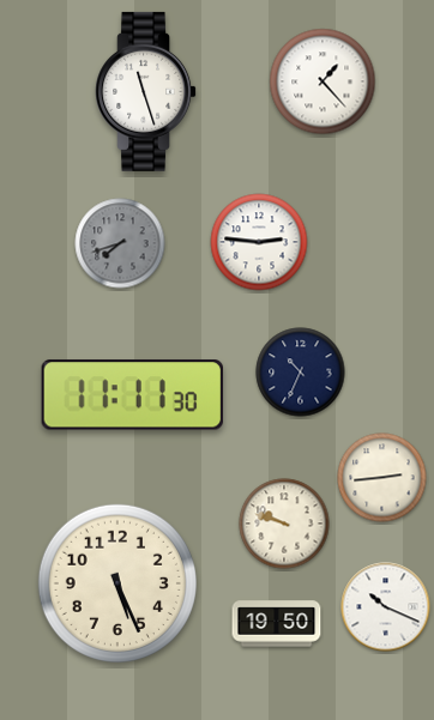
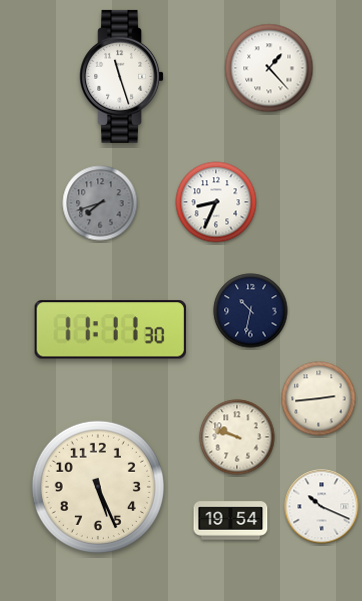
clock at (259, 242): 2:46 -> 8:34
clock at (301, 373): 10:34 -> 10:32
clock at (277, 624): 19:50 -> 19:54
